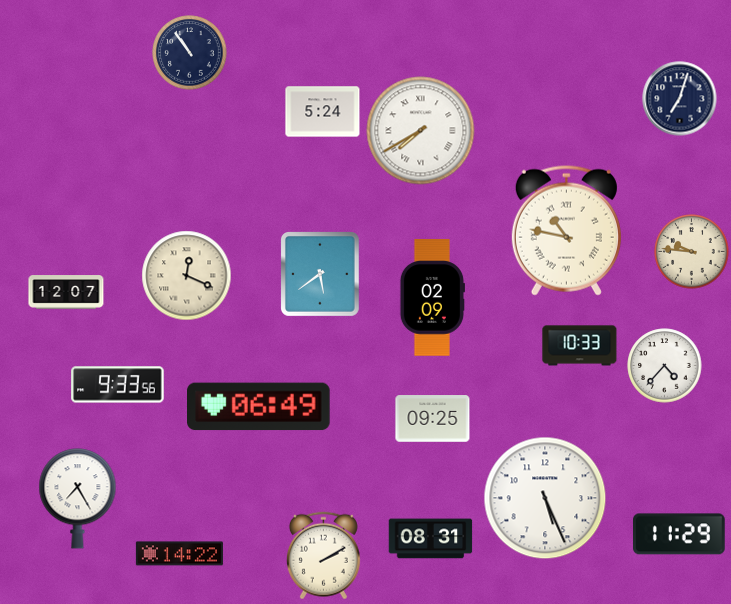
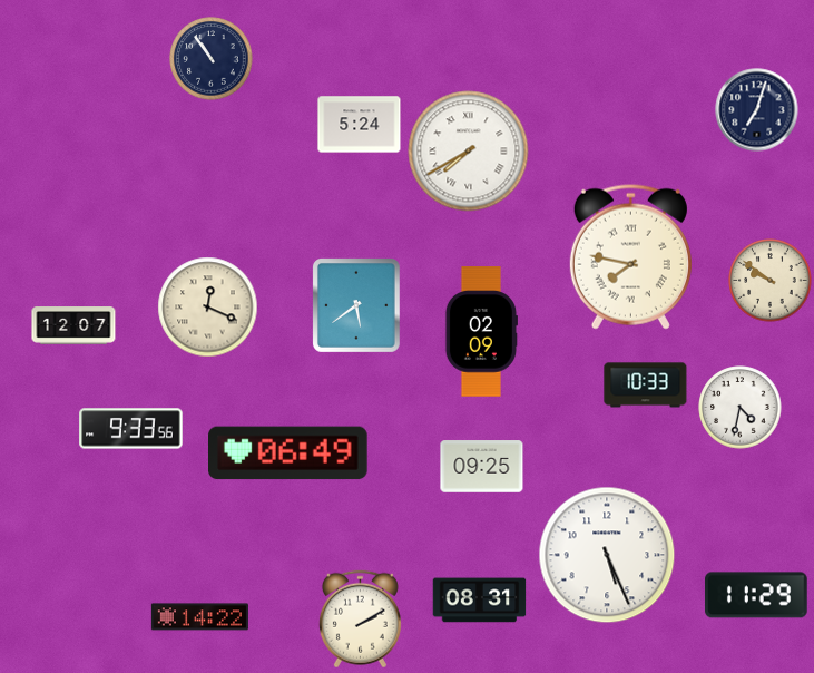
clock at (421, 131) position: (421, 131) -> (469, 152)
clock at (566, 230): 10:47 -> 7:47
clock at (692, 252): 9:46 -> 9:51
clock at (665, 366): 4:37 -> 4:32
clock at (78, 499): 7:25 -> none
